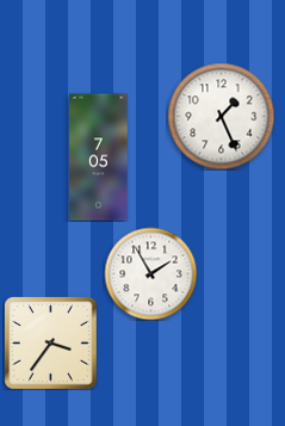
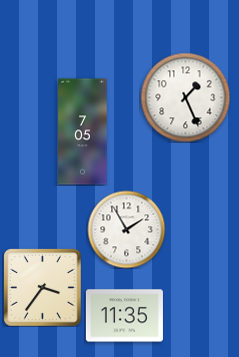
clock at (124, 316): none -> 11:35
